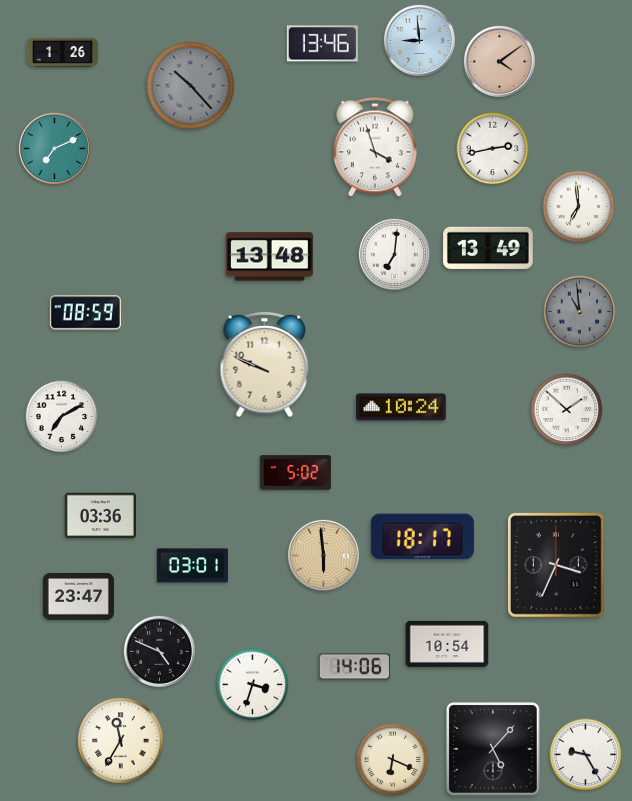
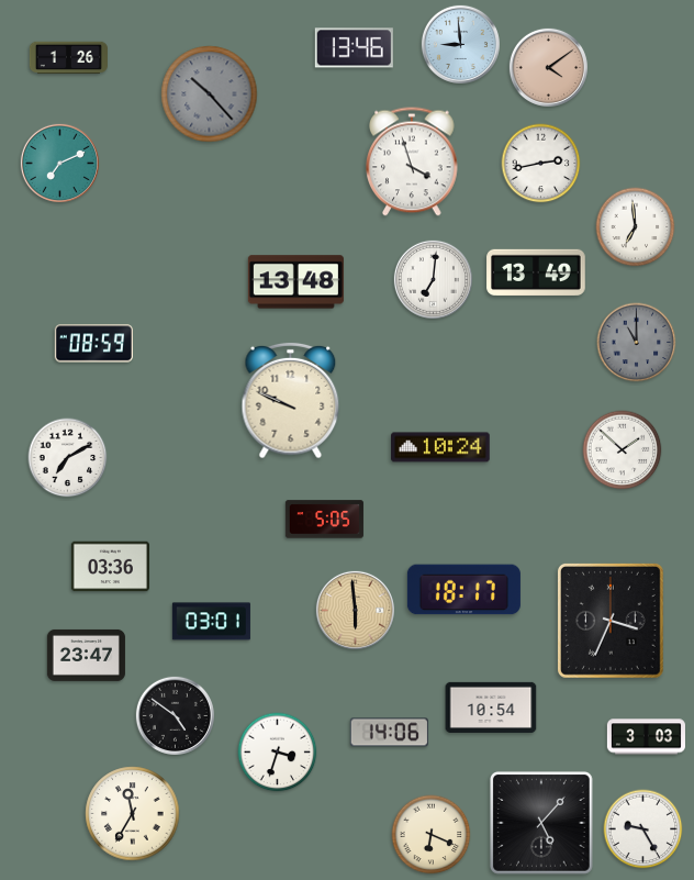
clock at (580, 312): 10:59 -> 11:00
clock at (295, 473): 5:02 -> 5:05
clock at (159, 651): 4:49 -> 4:51
clock at (646, 737): none -> 3:03
